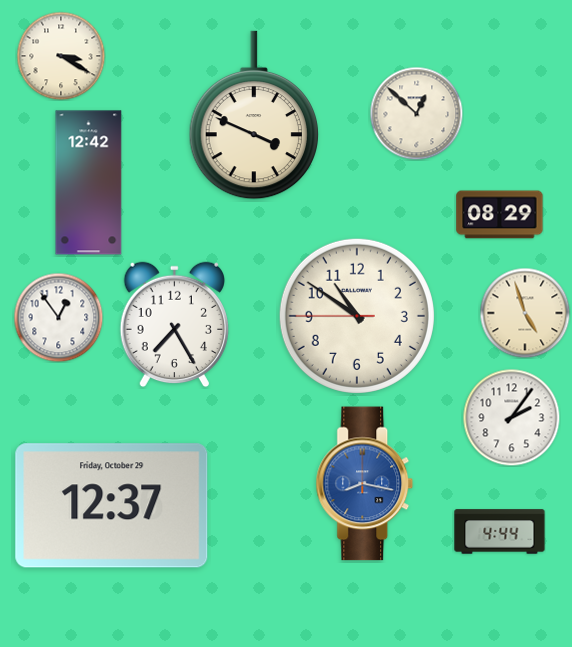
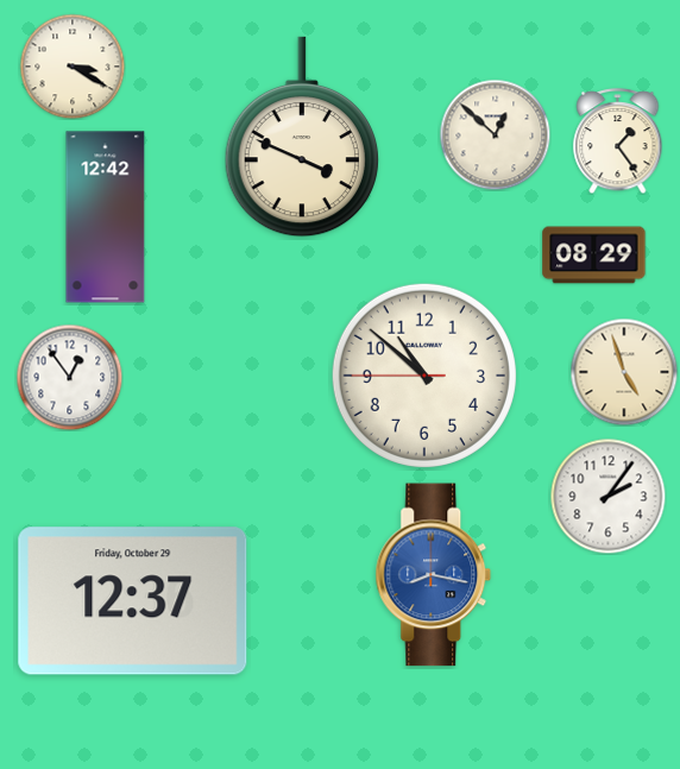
clock at (618, 141): none -> 1:24
clock at (357, 316): 10:50 -> 10:51
clock at (174, 325): 7:25 -> none
clock at (500, 532): 4:44 -> none
